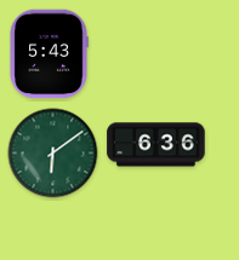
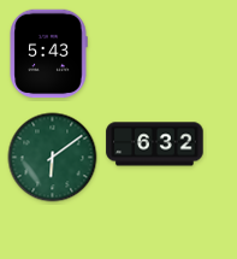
clock at (157, 145): 6:36 -> 6:32
clock at (53, 154) position: (53, 154) -> (53, 158)
